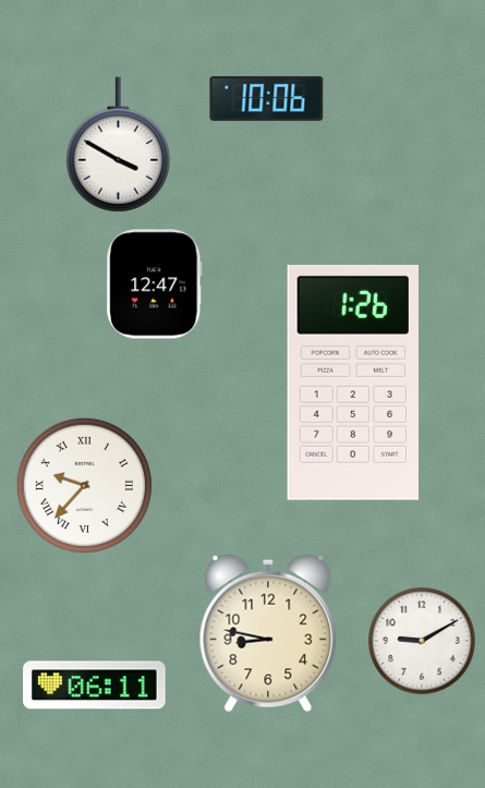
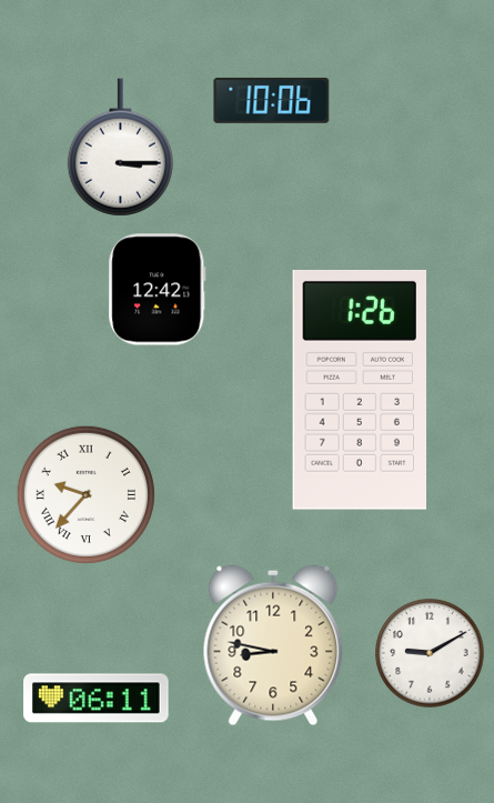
clock at (118, 145): 3:50 -> 3:15
clock at (155, 284): 12:47 -> 12:42
